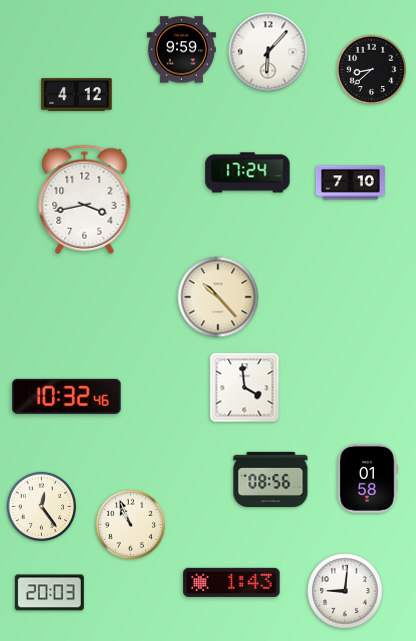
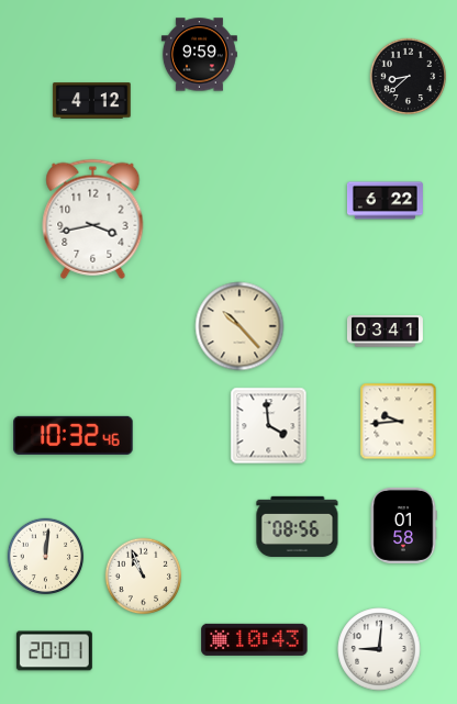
clock at (268, 52): 6:07 -> none
clock at (77, 95) position: (77, 95) -> (92, 101)
clock at (248, 173): 17:24 -> none
clock at (350, 183): 7:10 -> 6:22
clock at (384, 332): none -> 03:41
clock at (399, 422): none -> 9:44
clock at (42, 507): 12:24 -> 12:01
clock at (232, 582): 1:43 -> 10:43
clock at (49, 593): 20:03 -> 20:01
